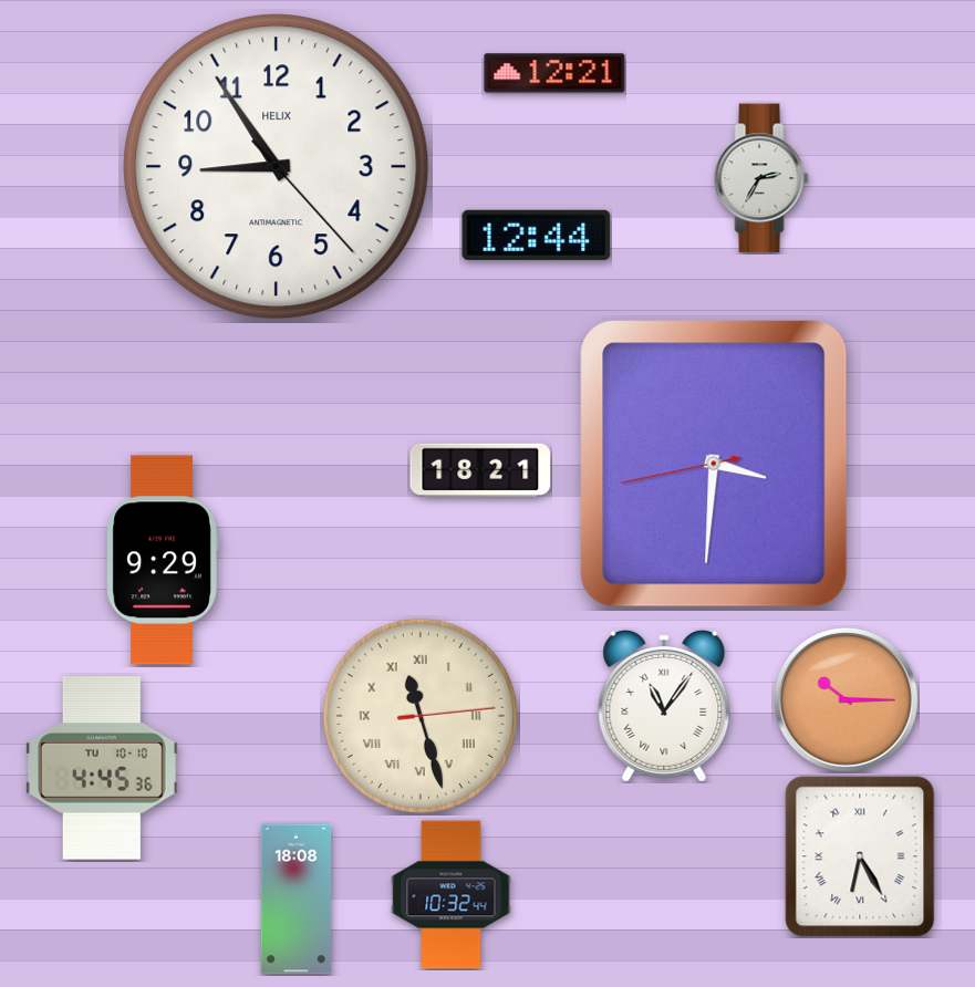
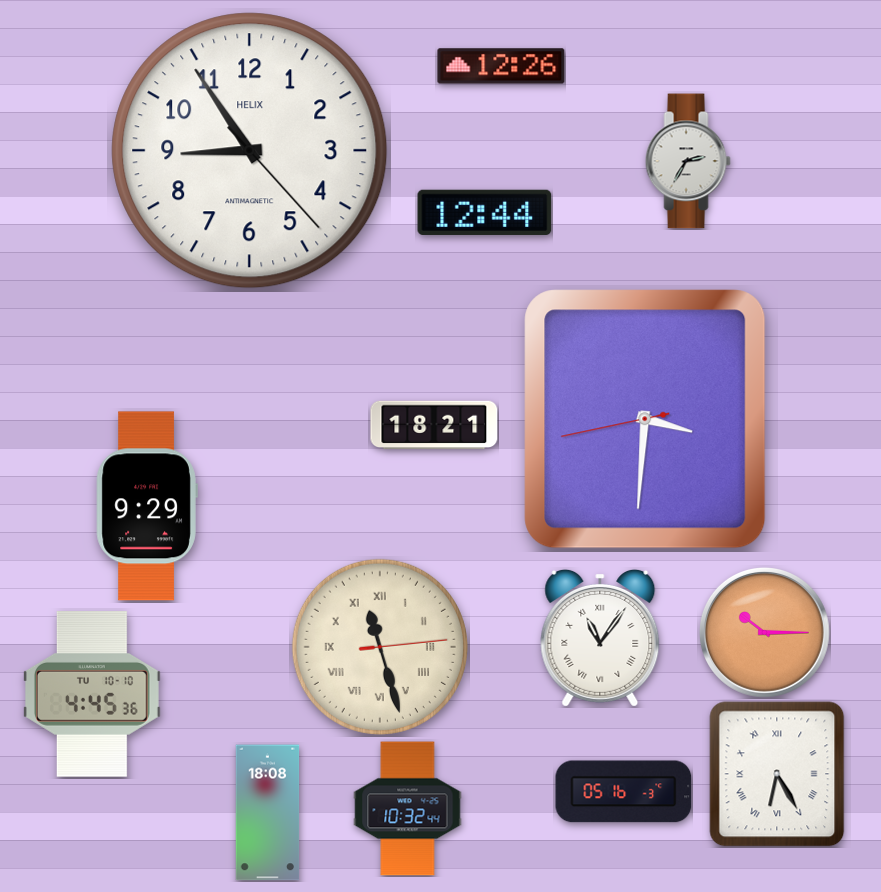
clock at (554, 73): 12:21 -> 12:26
clock at (624, 792): none -> 05:16
